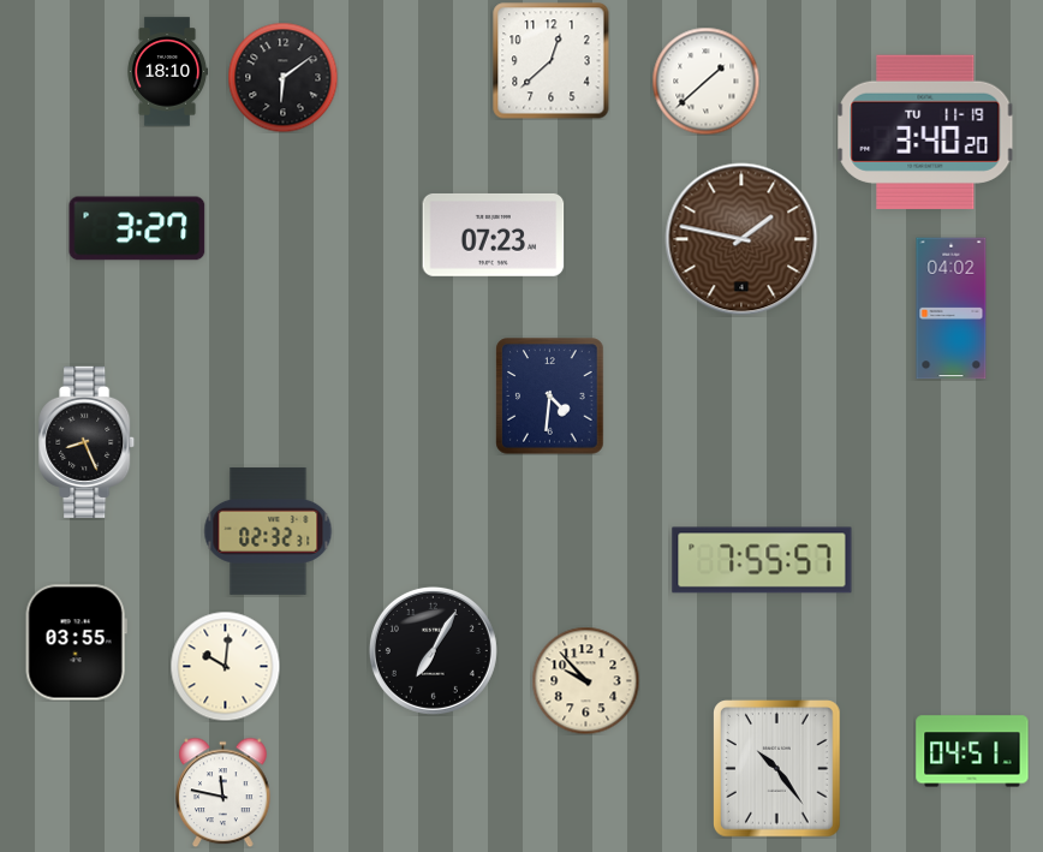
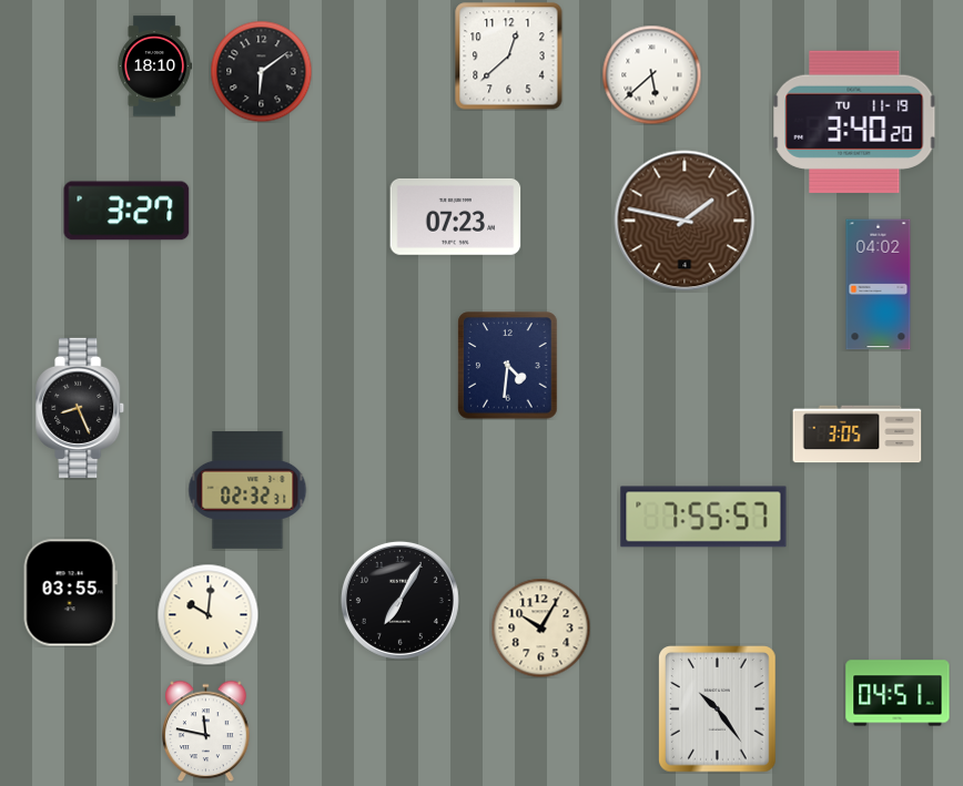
clock at (705, 81): 1:38 -> 5:38
clock at (858, 435): none -> 3:05
clock at (585, 680): 9:53 -> 10:05
